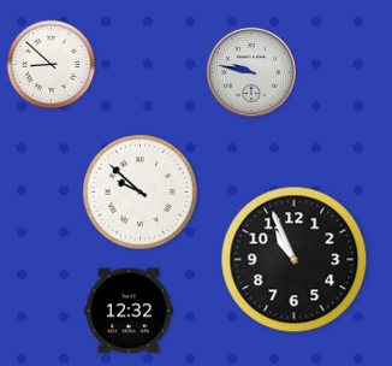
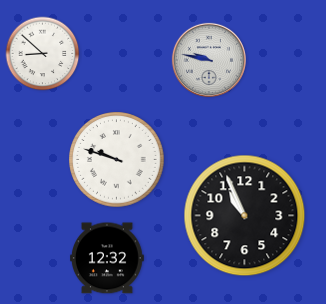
clock at (141, 193): 9:52 -> 9:48
